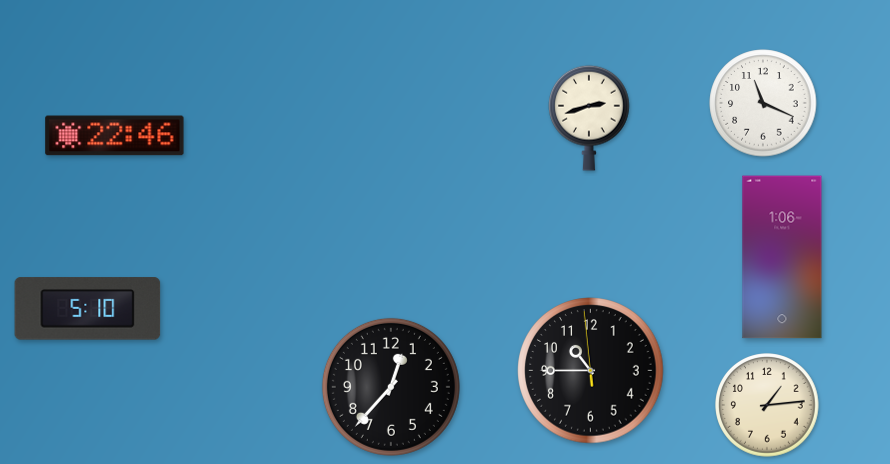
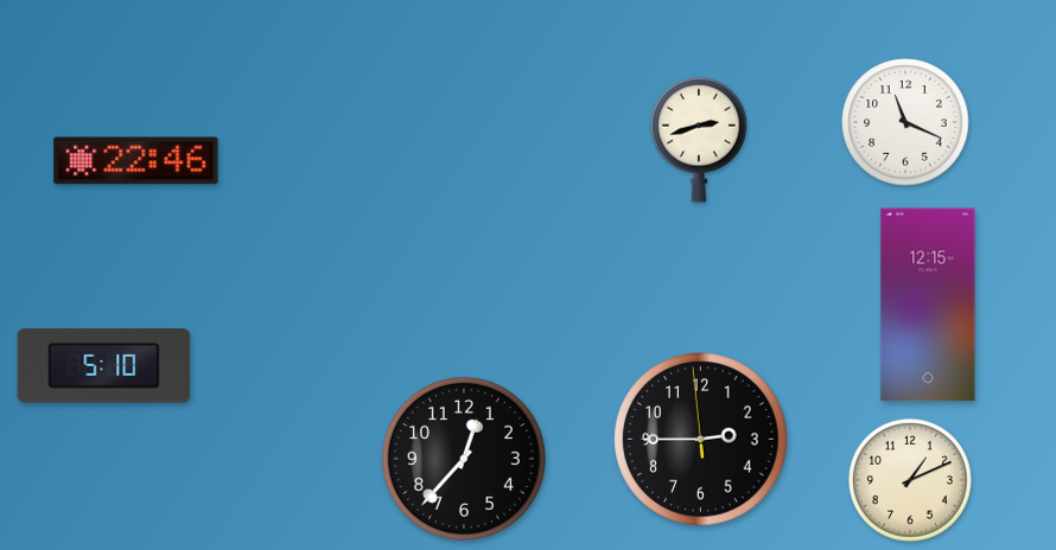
clock at (782, 257): 1:06 -> 12:15
clock at (591, 371): 10:44 -> 2:44
clock at (767, 405): 1:14 -> 1:11
